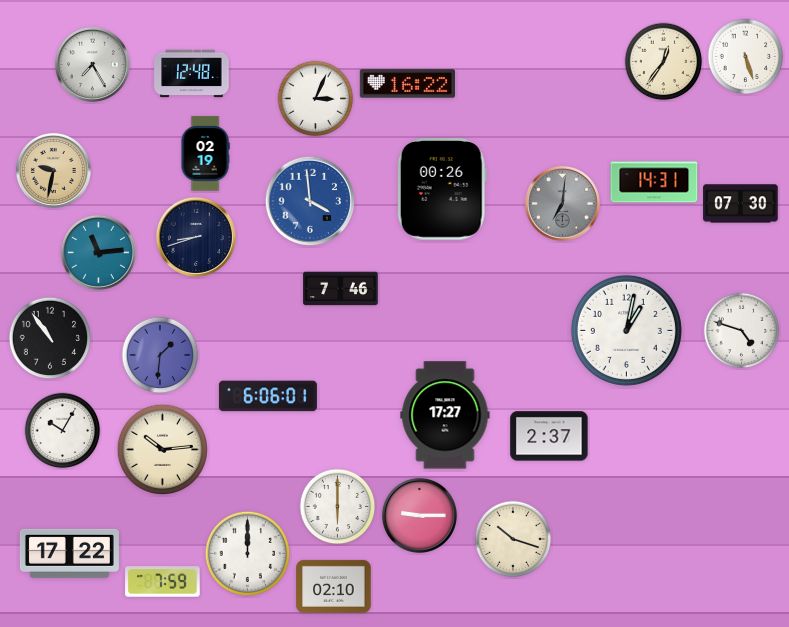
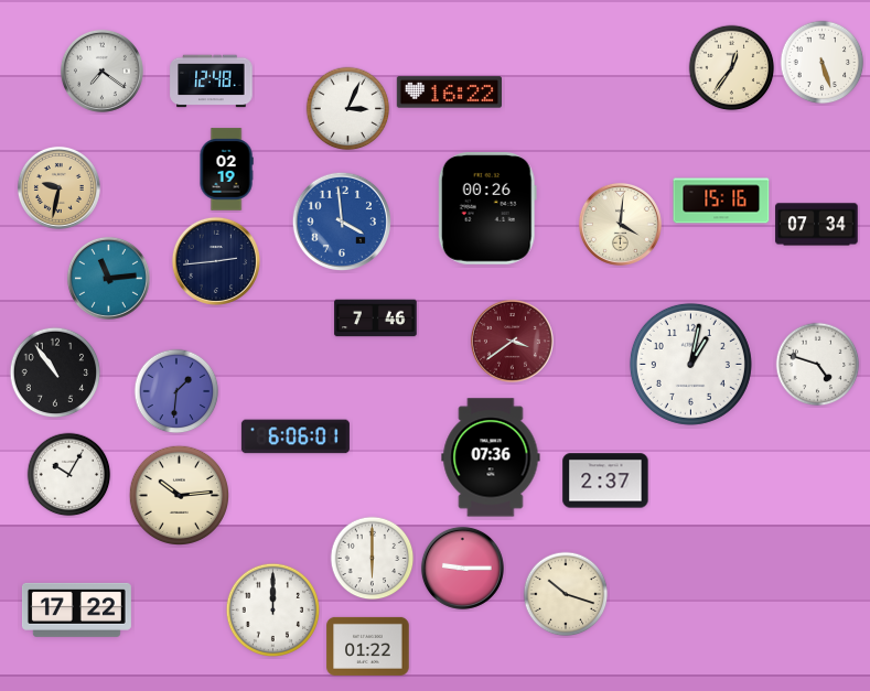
clock at (92, 64): 7:25 -> 7:21
clock at (654, 182): 14:31 -> 15:16
clock at (562, 203): 7:01 -> 4:01
clock at (562, 203) dial: grey -> cream
clock at (741, 204): 07:30 -> 07:34
clock at (196, 237): 8:42 -> 2:44
clock at (512, 341): none -> 3:39
clock at (445, 415): 17:27 -> 07:36
clock at (163, 582): 7:59 -> none
clock at (334, 586): 02:10 -> 01:22
